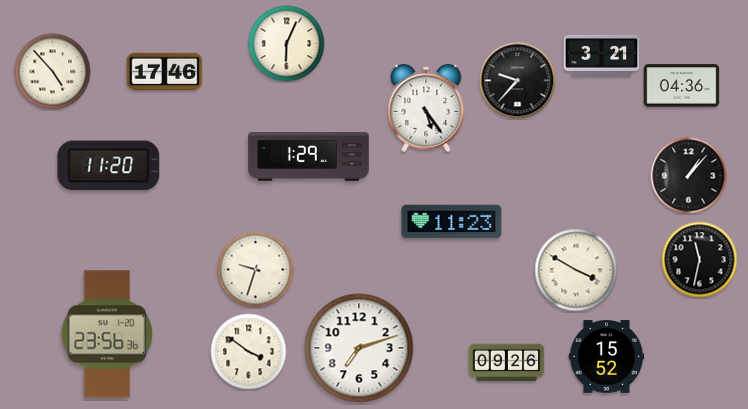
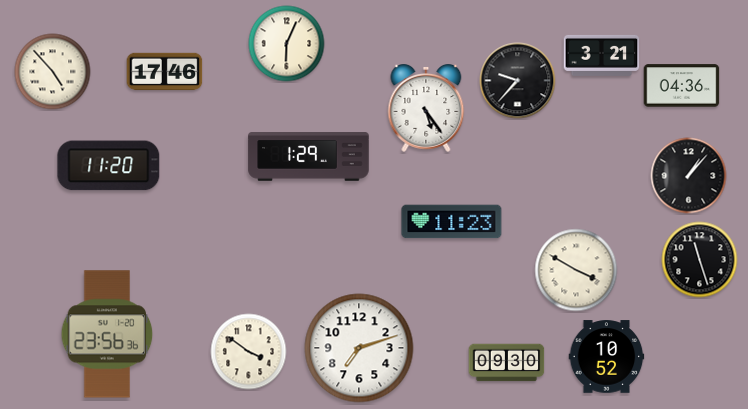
clock at (700, 260): 11:32 -> 11:27
clock at (256, 270): 9:33 -> none
clock at (607, 357): 15:52 -> 10:52
clock at (507, 363): 09:26 -> 09:30
